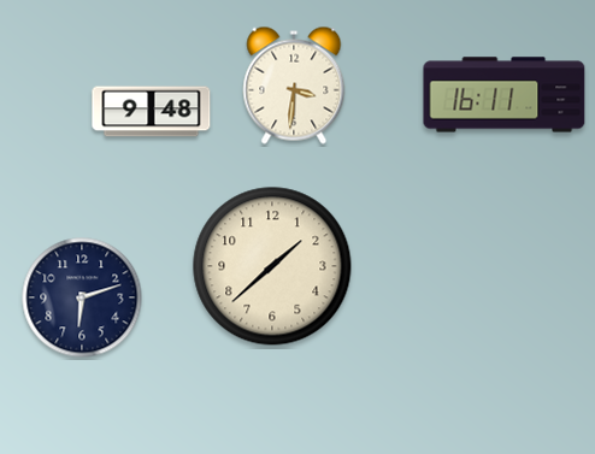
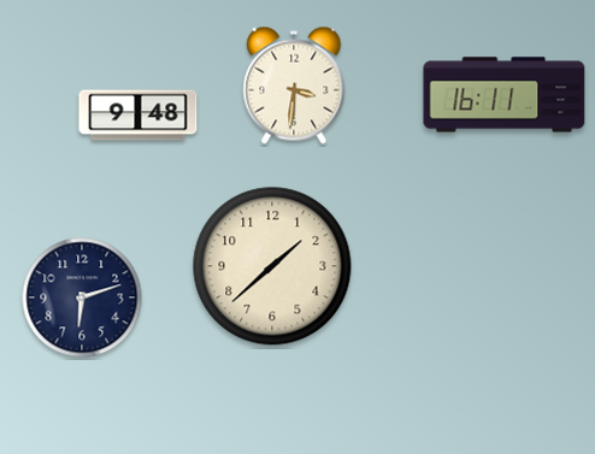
clock at (152, 112) position: (152, 112) -> (139, 116)
